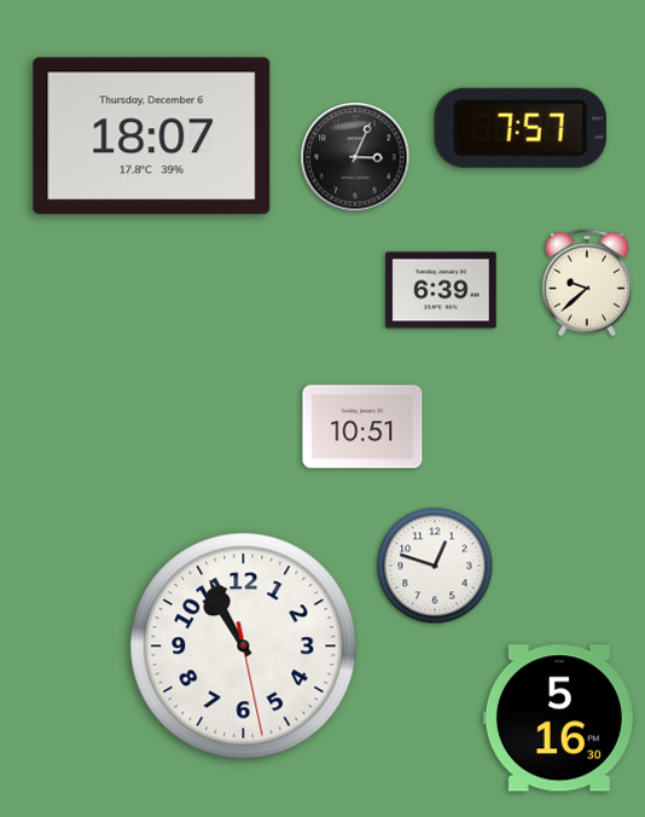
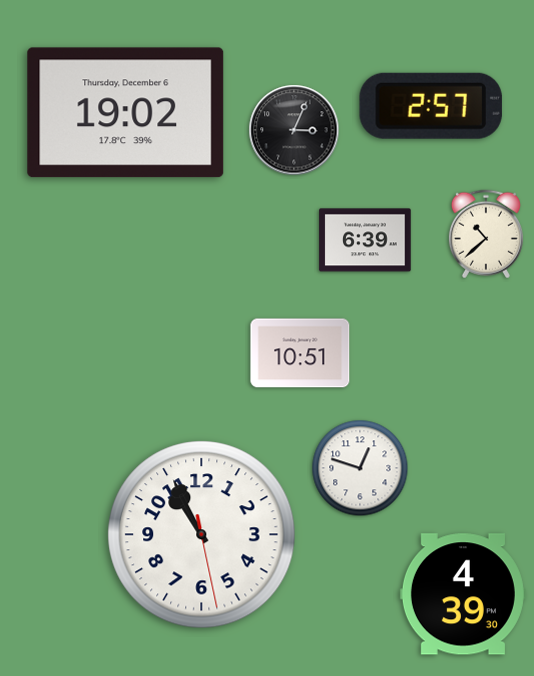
clock at (521, 128): 7:57 -> 2:57
clock at (152, 137): 18:07 -> 19:02
clock at (587, 283): 9:38 -> 10:38
clock at (559, 718): 5:16 -> 4:39
